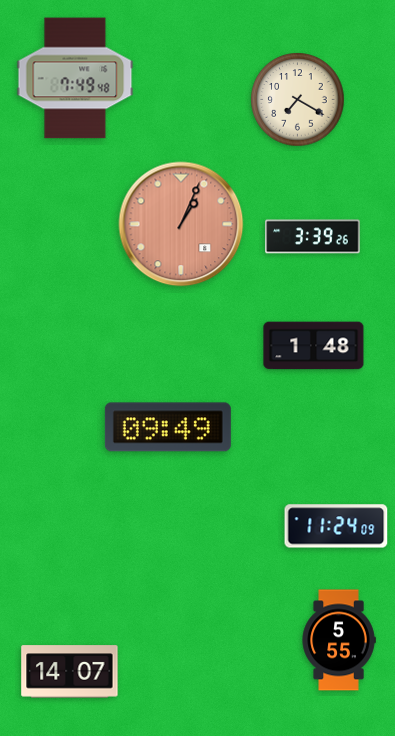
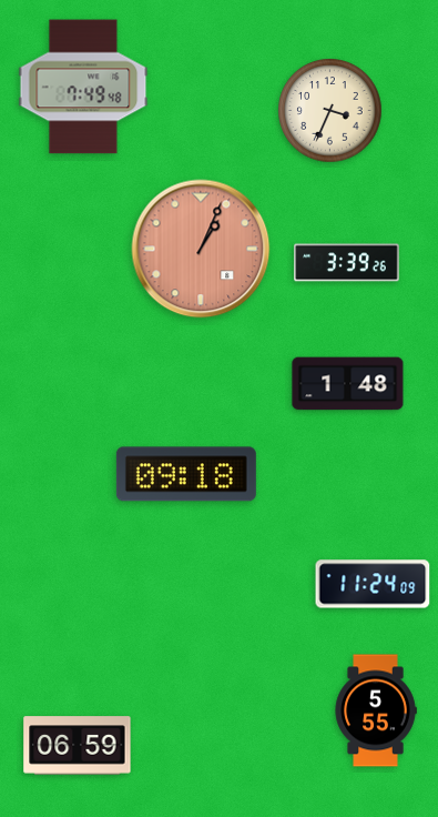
clock at (298, 100): 7:20 -> 3:34
clock at (168, 427): 09:49 -> 09:18
clock at (70, 672): 14:07 -> 06:59
